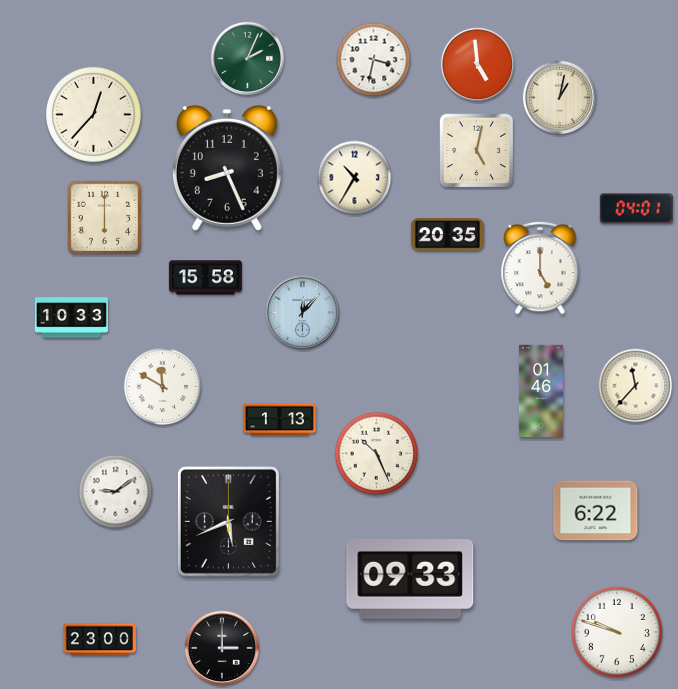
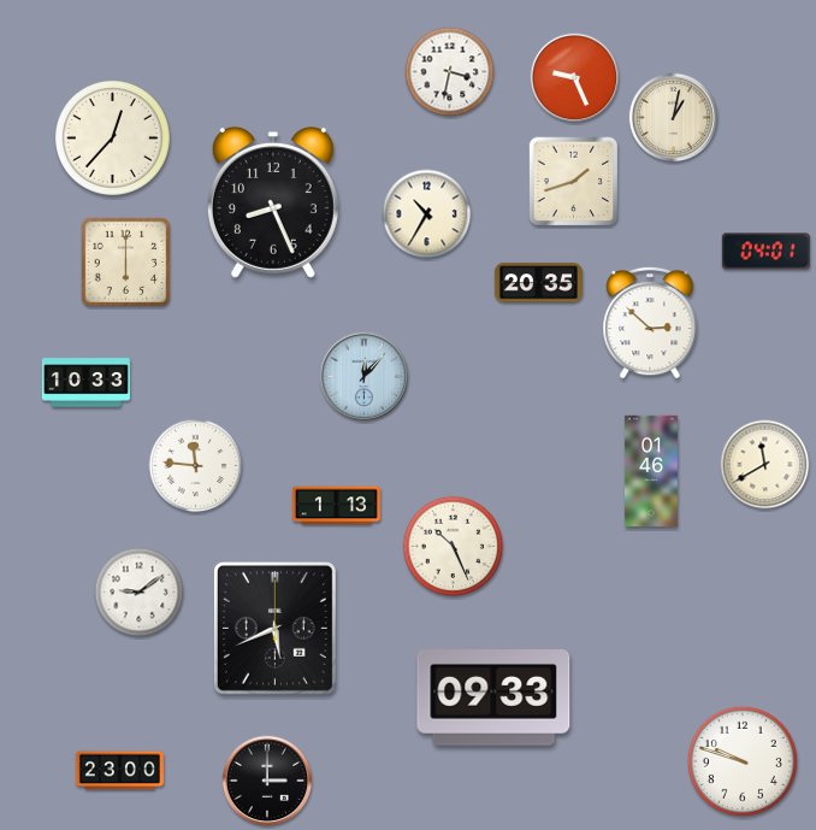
clock at (248, 59): 2:04 -> none
clock at (478, 65): 4:59 -> 9:26
clock at (477, 151): 5:02 -> 1:42
clock at (540, 268): 5:00 -> 2:52
clock at (205, 278): 15:58 -> none
clock at (636, 386): 11:37 -> 11:40
clock at (163, 387): 11:50 -> 11:46
clock at (596, 511): 6:22 -> none
